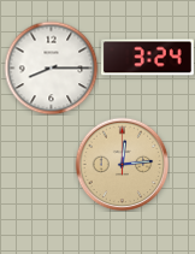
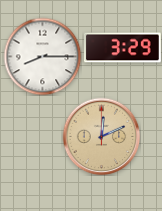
clock at (147, 58): 3:24 -> 3:29
clock at (122, 164): 12:14 -> 12:11
